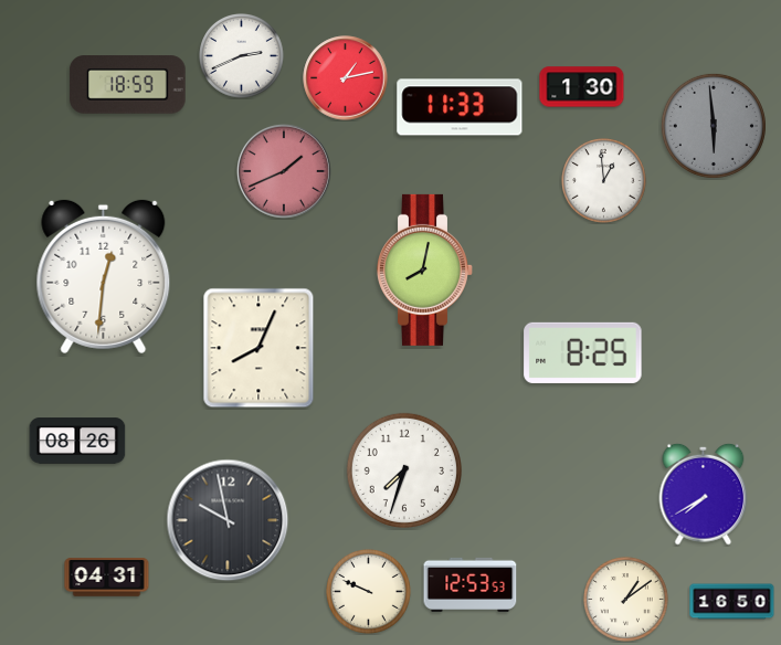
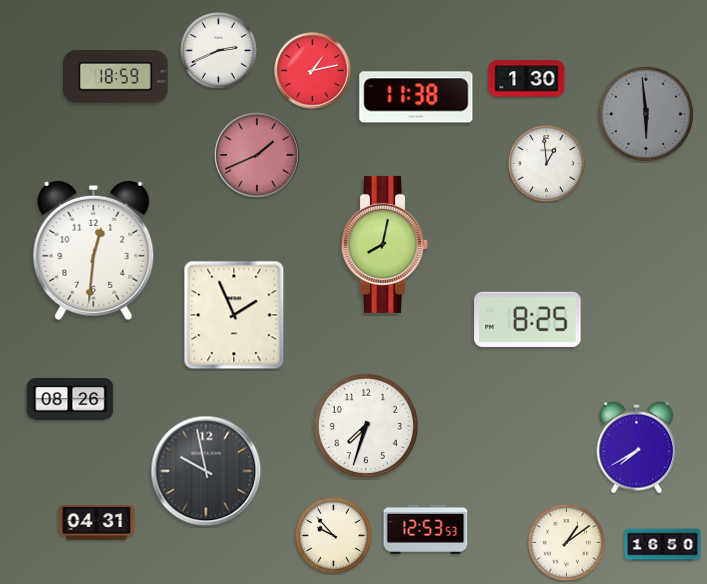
clock at (460, 107): 11:33 -> 11:38
clock at (258, 348): 8:04 -> 1:56
clock at (369, 592): 9:49 -> 9:53
